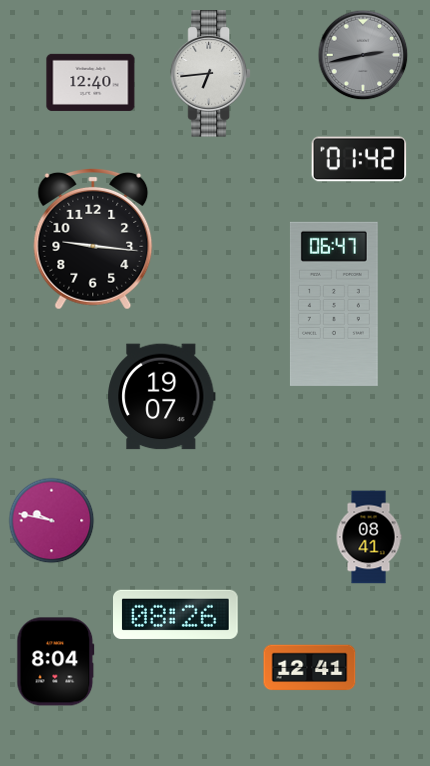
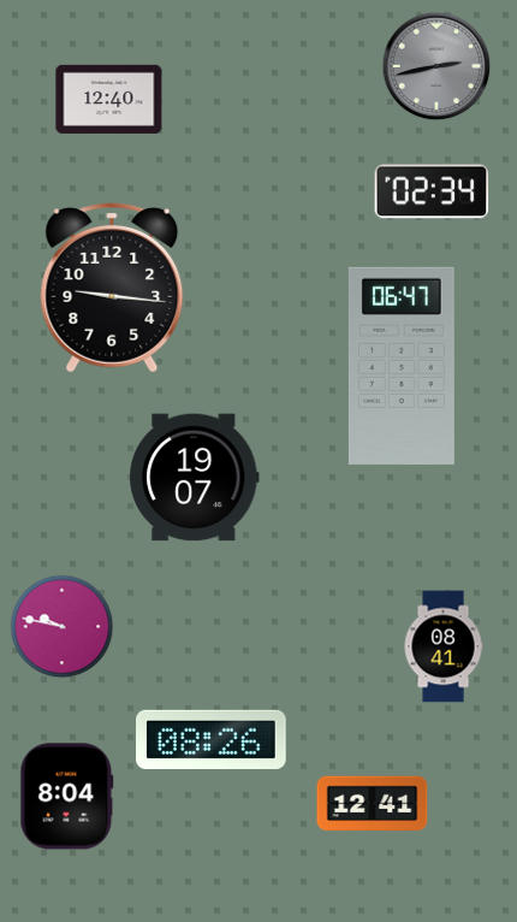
clock at (210, 74): 6:44 -> none
clock at (359, 159): 01:42 -> 02:34
